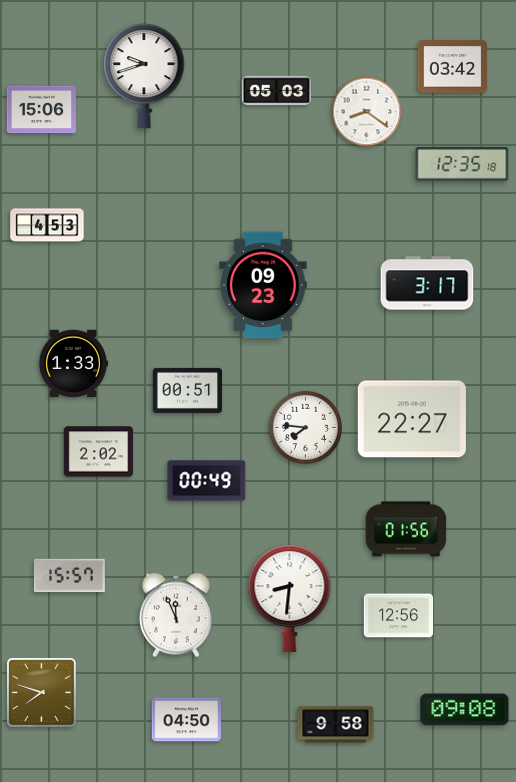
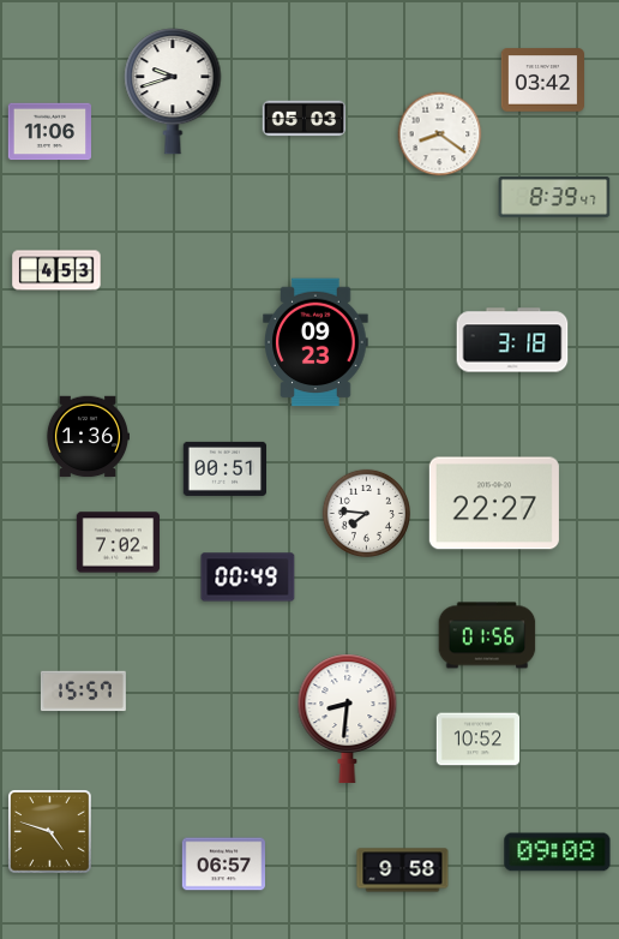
clock at (277, 91) position: (277, 91) -> (305, 119)
clock at (42, 110): 15:06 -> 11:06
clock at (462, 164): 12:35 -> 8:39
clock at (427, 283): 3:17 -> 3:18
clock at (72, 364): 1:33 -> 1:36
clock at (99, 452): 2:02 -> 7:02
clock at (176, 615): 11:56 -> none
clock at (399, 616): 12:56 -> 10:52
clock at (42, 693): 7:48 -> 4:48
clock at (186, 720): 04:50 -> 06:57
